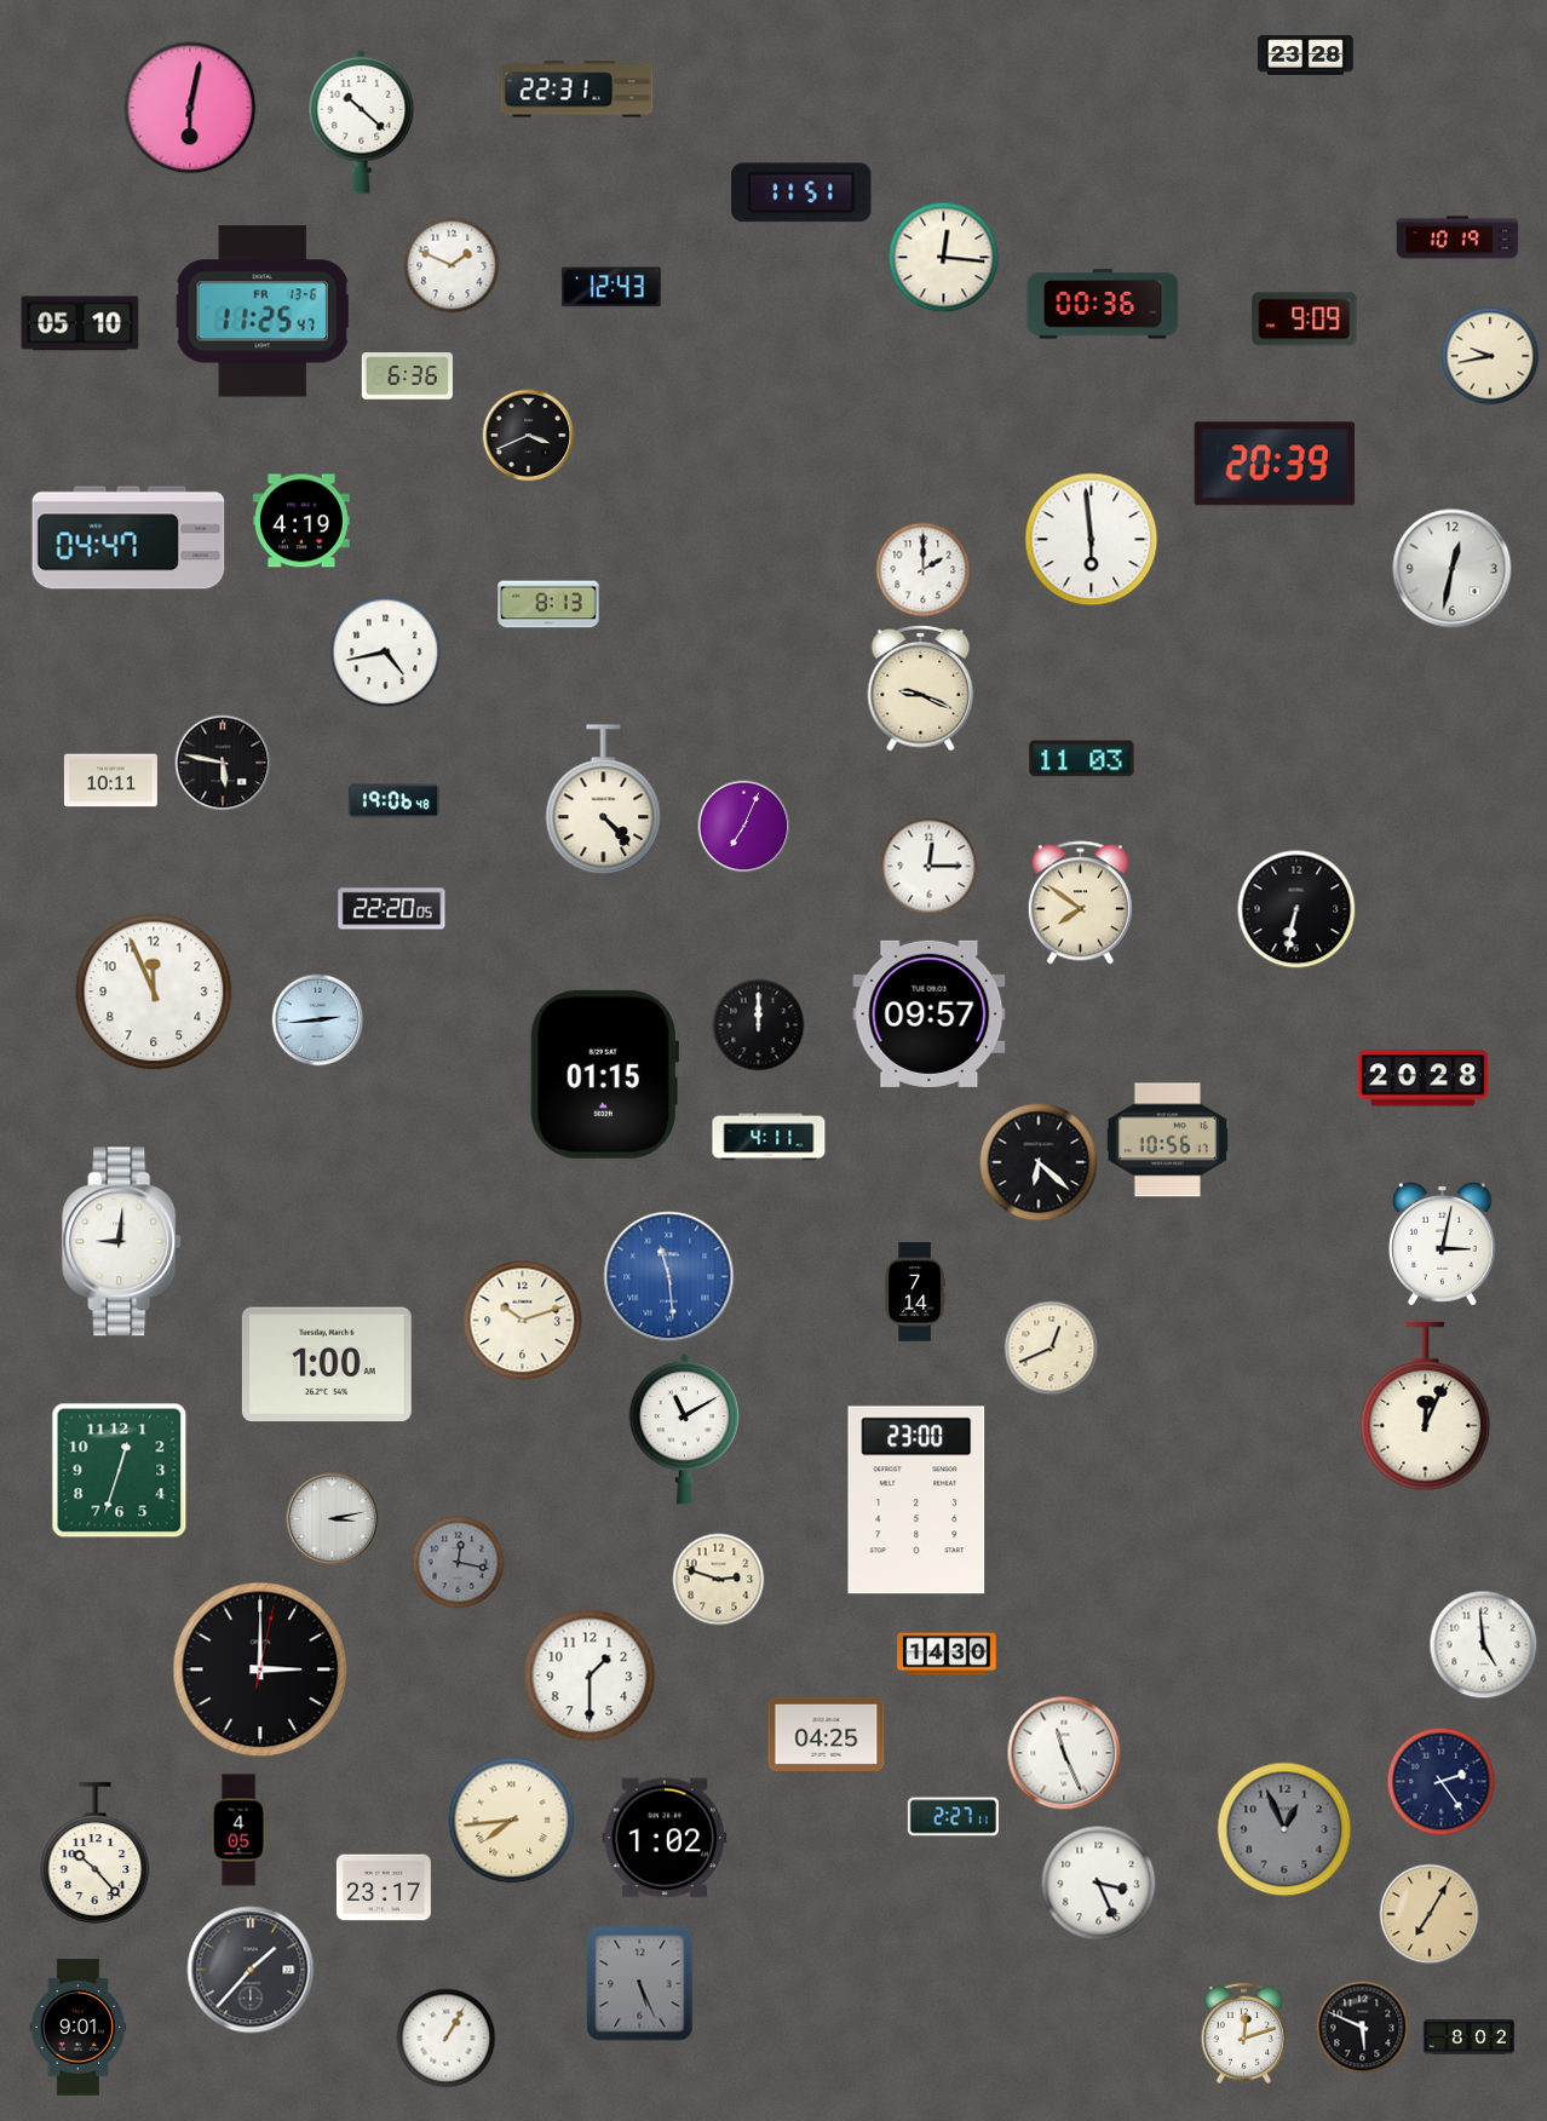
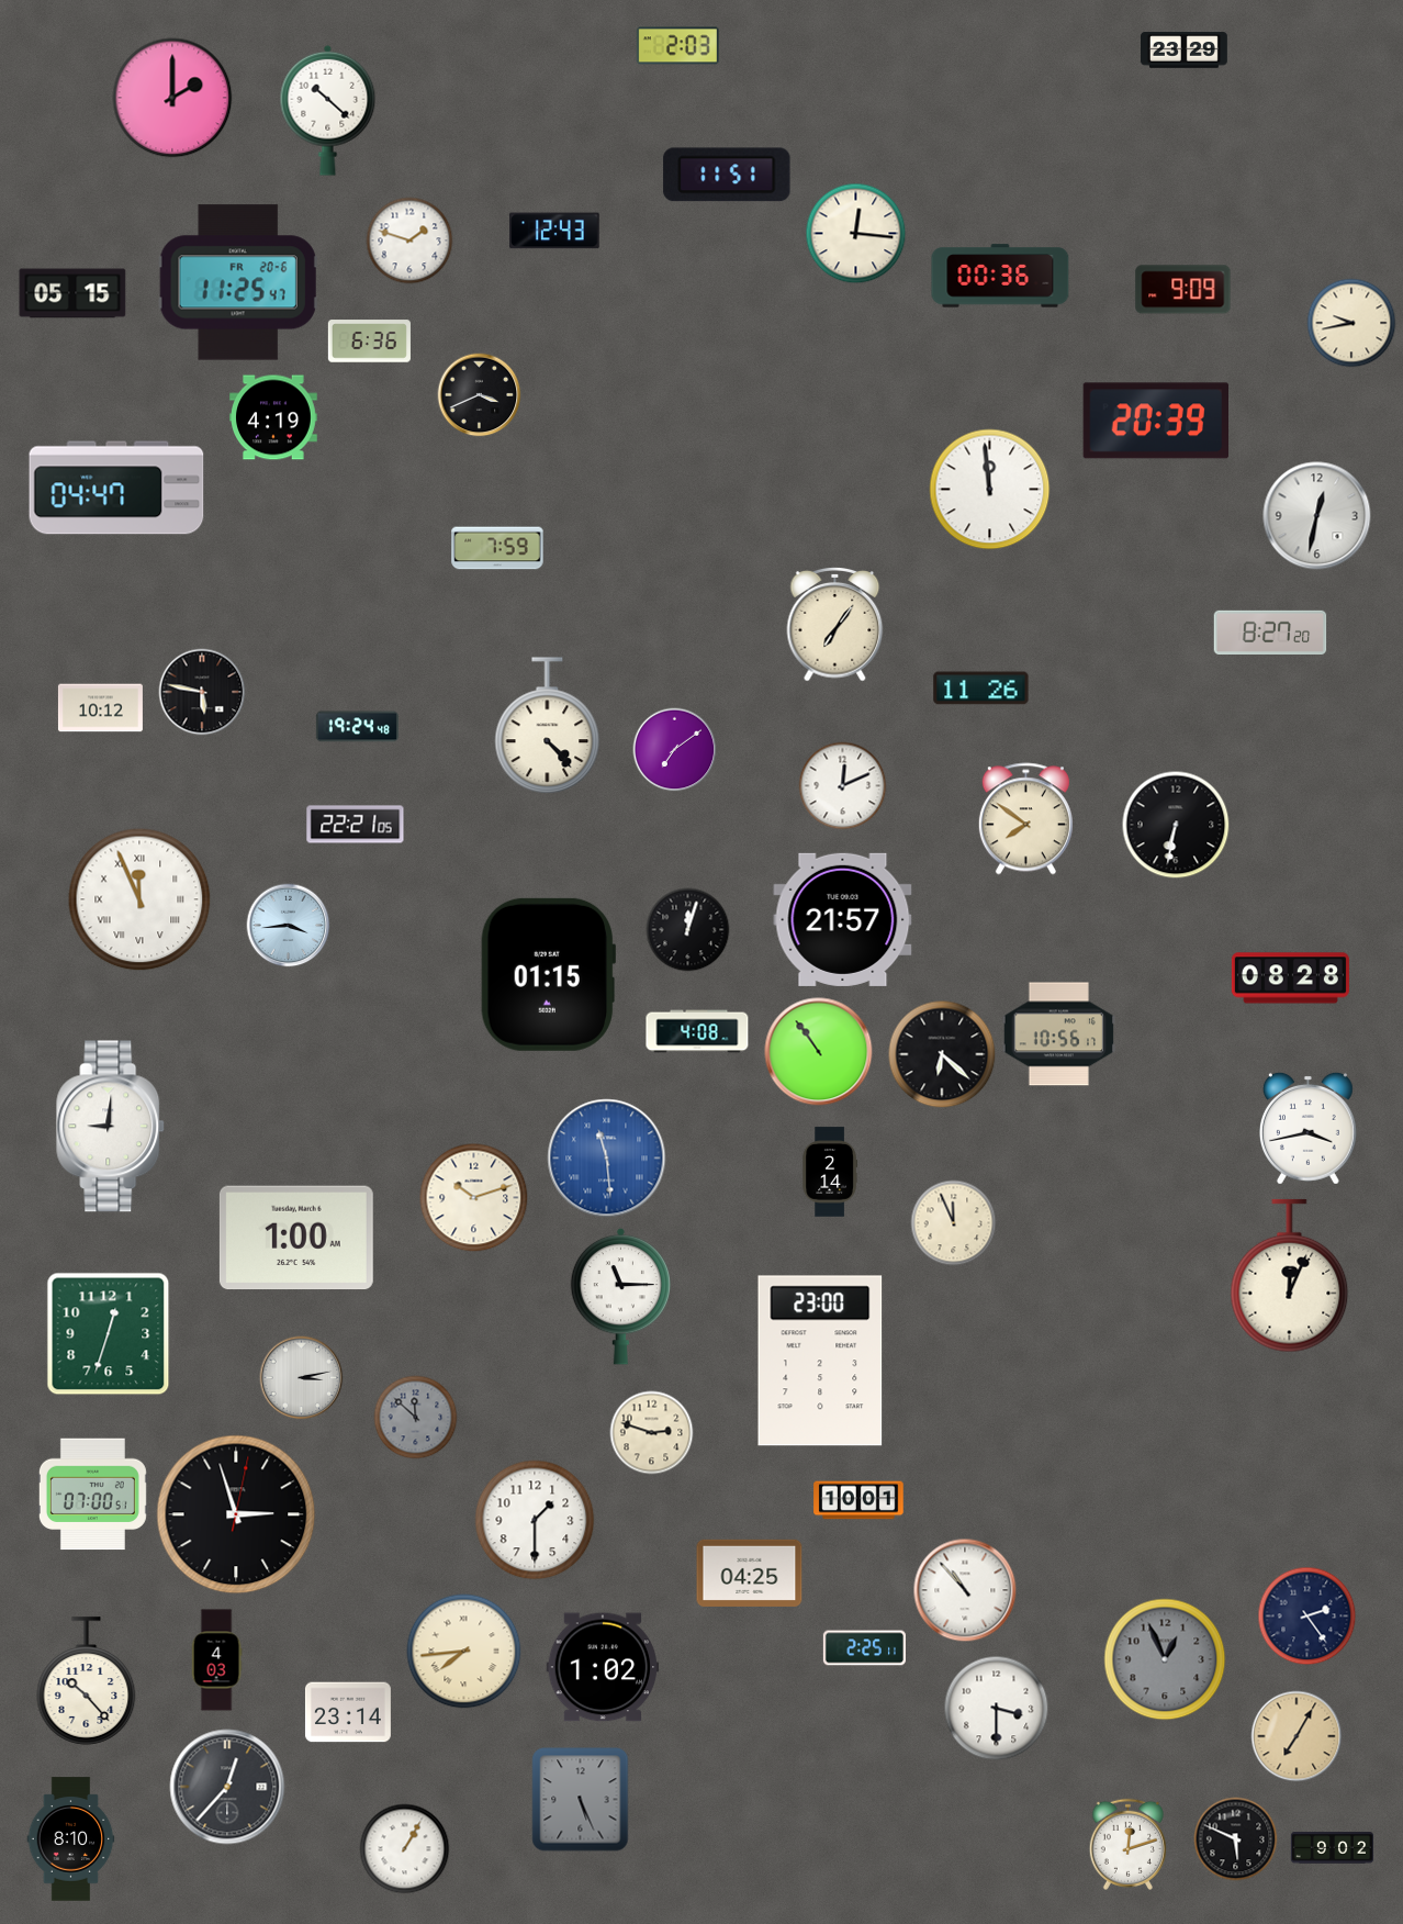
clock at (677, 46): none -> 2:03
clock at (1306, 56): 23:28 -> 23:29
clock at (577, 90): 22:31 -> none
clock at (190, 108): 6:02 -> 2:00
clock at (1457, 237): 10:19 -> none
clock at (452, 265): 1:49 -> 1:48
clock at (611, 287) position: (611, 287) -> (554, 231)
clock at (263, 311) date: FR 13-6 -> FR 20-6
clock at (80, 323): 05:10 -> 05:15
clock at (303, 521) position: (303, 521) -> (274, 417)
clock at (1092, 540): 5:59 -> 11:59
clock at (924, 570): 2:00 -> none
clock at (548, 604): 8:13 -> 7:59
clock at (386, 653): 4:43 -> none
clock at (921, 689): 9:19 -> 7:06
clock at (1270, 631): none -> 8:27
clock at (1082, 759): 11:03 -> 11:26
clock at (110, 781): 10:11 -> 10:12
clock at (393, 801): 19:06 -> 19:24
clock at (744, 827): 7:04 -> 7:09
clock at (930, 867): 12:15 -> 12:11
clock at (1080, 903) position: (1080, 903) -> (1025, 819)
clock at (392, 909): 22:20 -> 22:21
clock at (154, 991) numerals: Arabic -> Roman
clock at (930, 1013): 09:57 -> 21:57
clock at (318, 1021): 2:44 -> 3:44
clock at (759, 1025): 12:00 -> 12:03
clock at (1422, 1079): 20:28 -> 08:28
clock at (769, 1137): 4:11 -> 4:08
clock at (819, 1052): none -> 10:54
clock at (1442, 1243): 3:02 -> 3:43
clock at (915, 1292): 7:14 -> 2:14
clock at (1052, 1349): 12:41 -> 11:56
clock at (1426, 1407) position: (1426, 1407) -> (1290, 1276)
clock at (685, 1429): 11:10 -> 11:15
clock at (916, 1500) position: (916, 1500) -> (820, 1361)
clock at (459, 1563): 12:17 -> 11:52
clock at (1484, 1645): 4:59 -> none
clock at (92, 1495): none -> 07:00
clock at (947, 1654): 14:30 -> 10:01
clock at (260, 1669): 3:00 -> 2:57
clock at (1064, 1753): 11:26 -> 10:53
clock at (953, 1817): 2:27 -> 2:25
clock at (238, 1830): 4:05 -> 4:03
clock at (1099, 1884): 3:26 -> 3:30
clock at (384, 1887): 23:17 -> 23:14
clock at (251, 1970): 1:37 -> 12:37
clock at (79, 2028): 9:01 -> 8:10
clock at (1468, 2037): 8:02 -> 9:02
